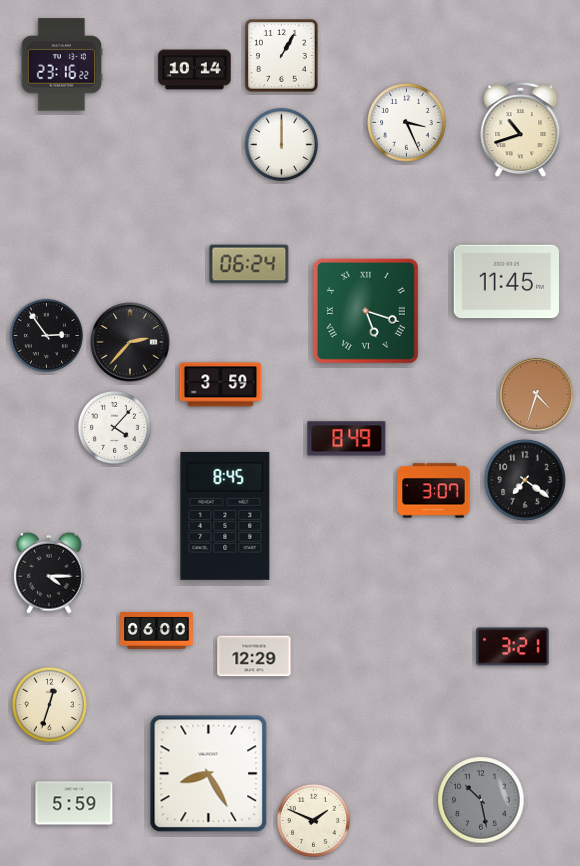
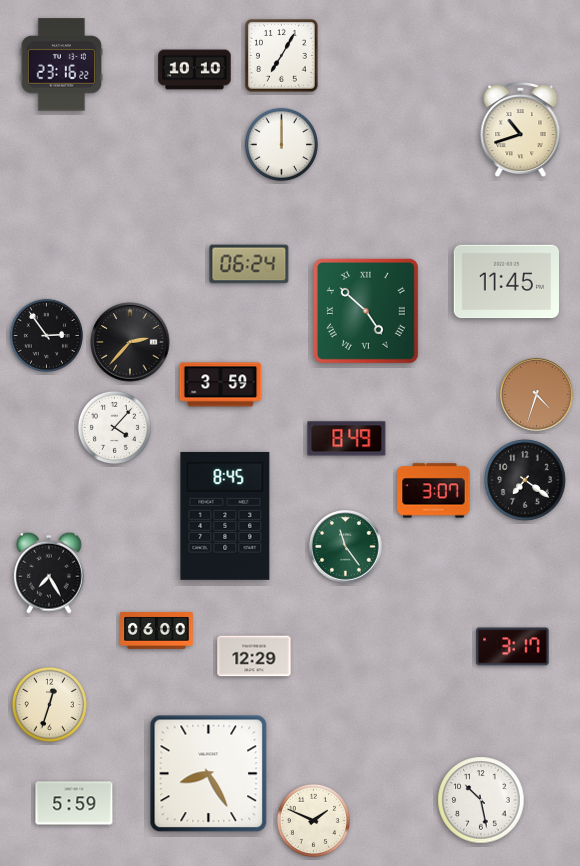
clock at (282, 56): 1:05 -> 7:05
clock at (195, 70): 10:14 -> 10:10
clock at (407, 123): 3:26 -> none
clock at (366, 311): 5:18 -> 4:52
clock at (346, 547): none -> 11:24
clock at (50, 573): 4:15 -> 7:25
clock at (513, 647): 3:21 -> 3:17
clock at (481, 800) dial: grey -> white
